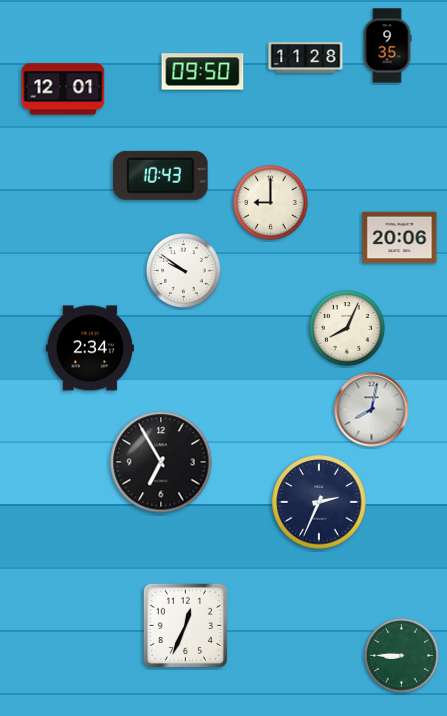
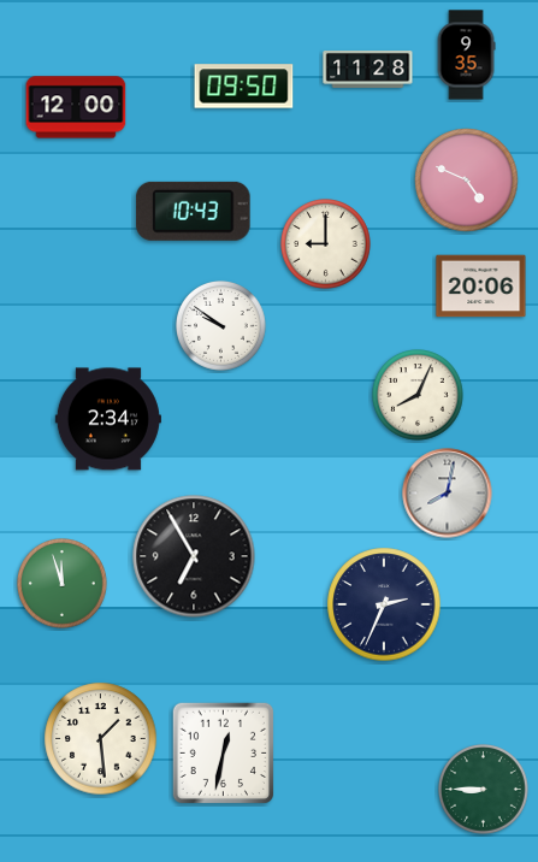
clock at (63, 89): 12:01 -> 12:00
clock at (467, 181): none -> 4:49
clock at (63, 584): none -> 11:57
clock at (101, 739): none -> 1:29
clock at (185, 625): 12:34 -> 12:32
